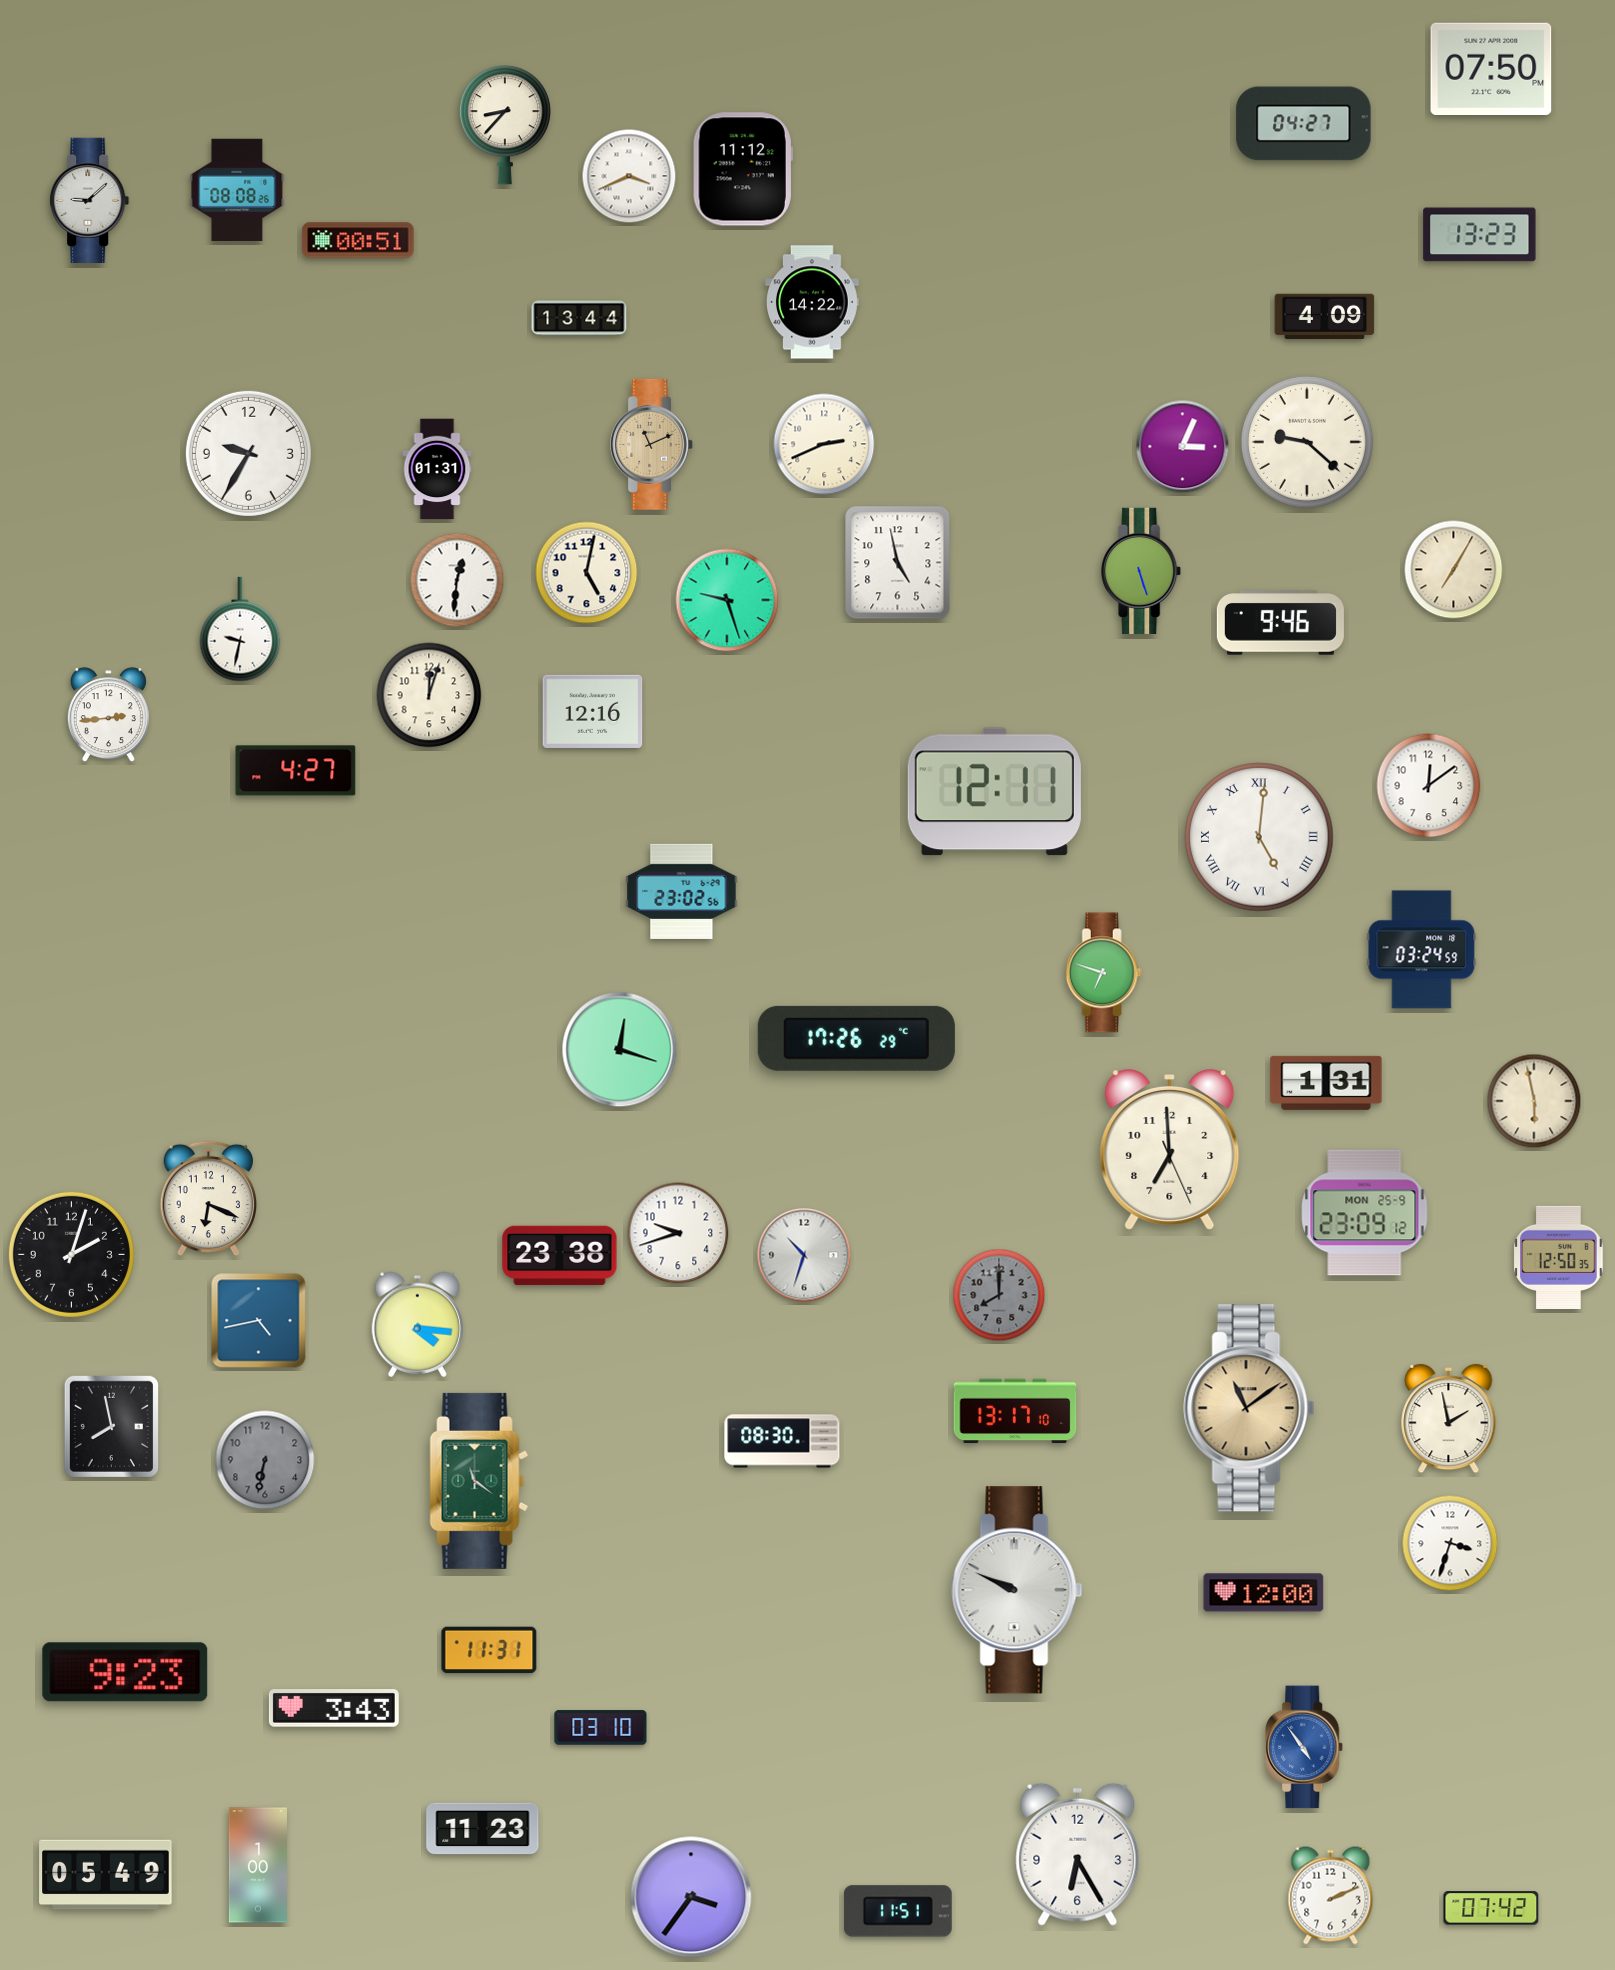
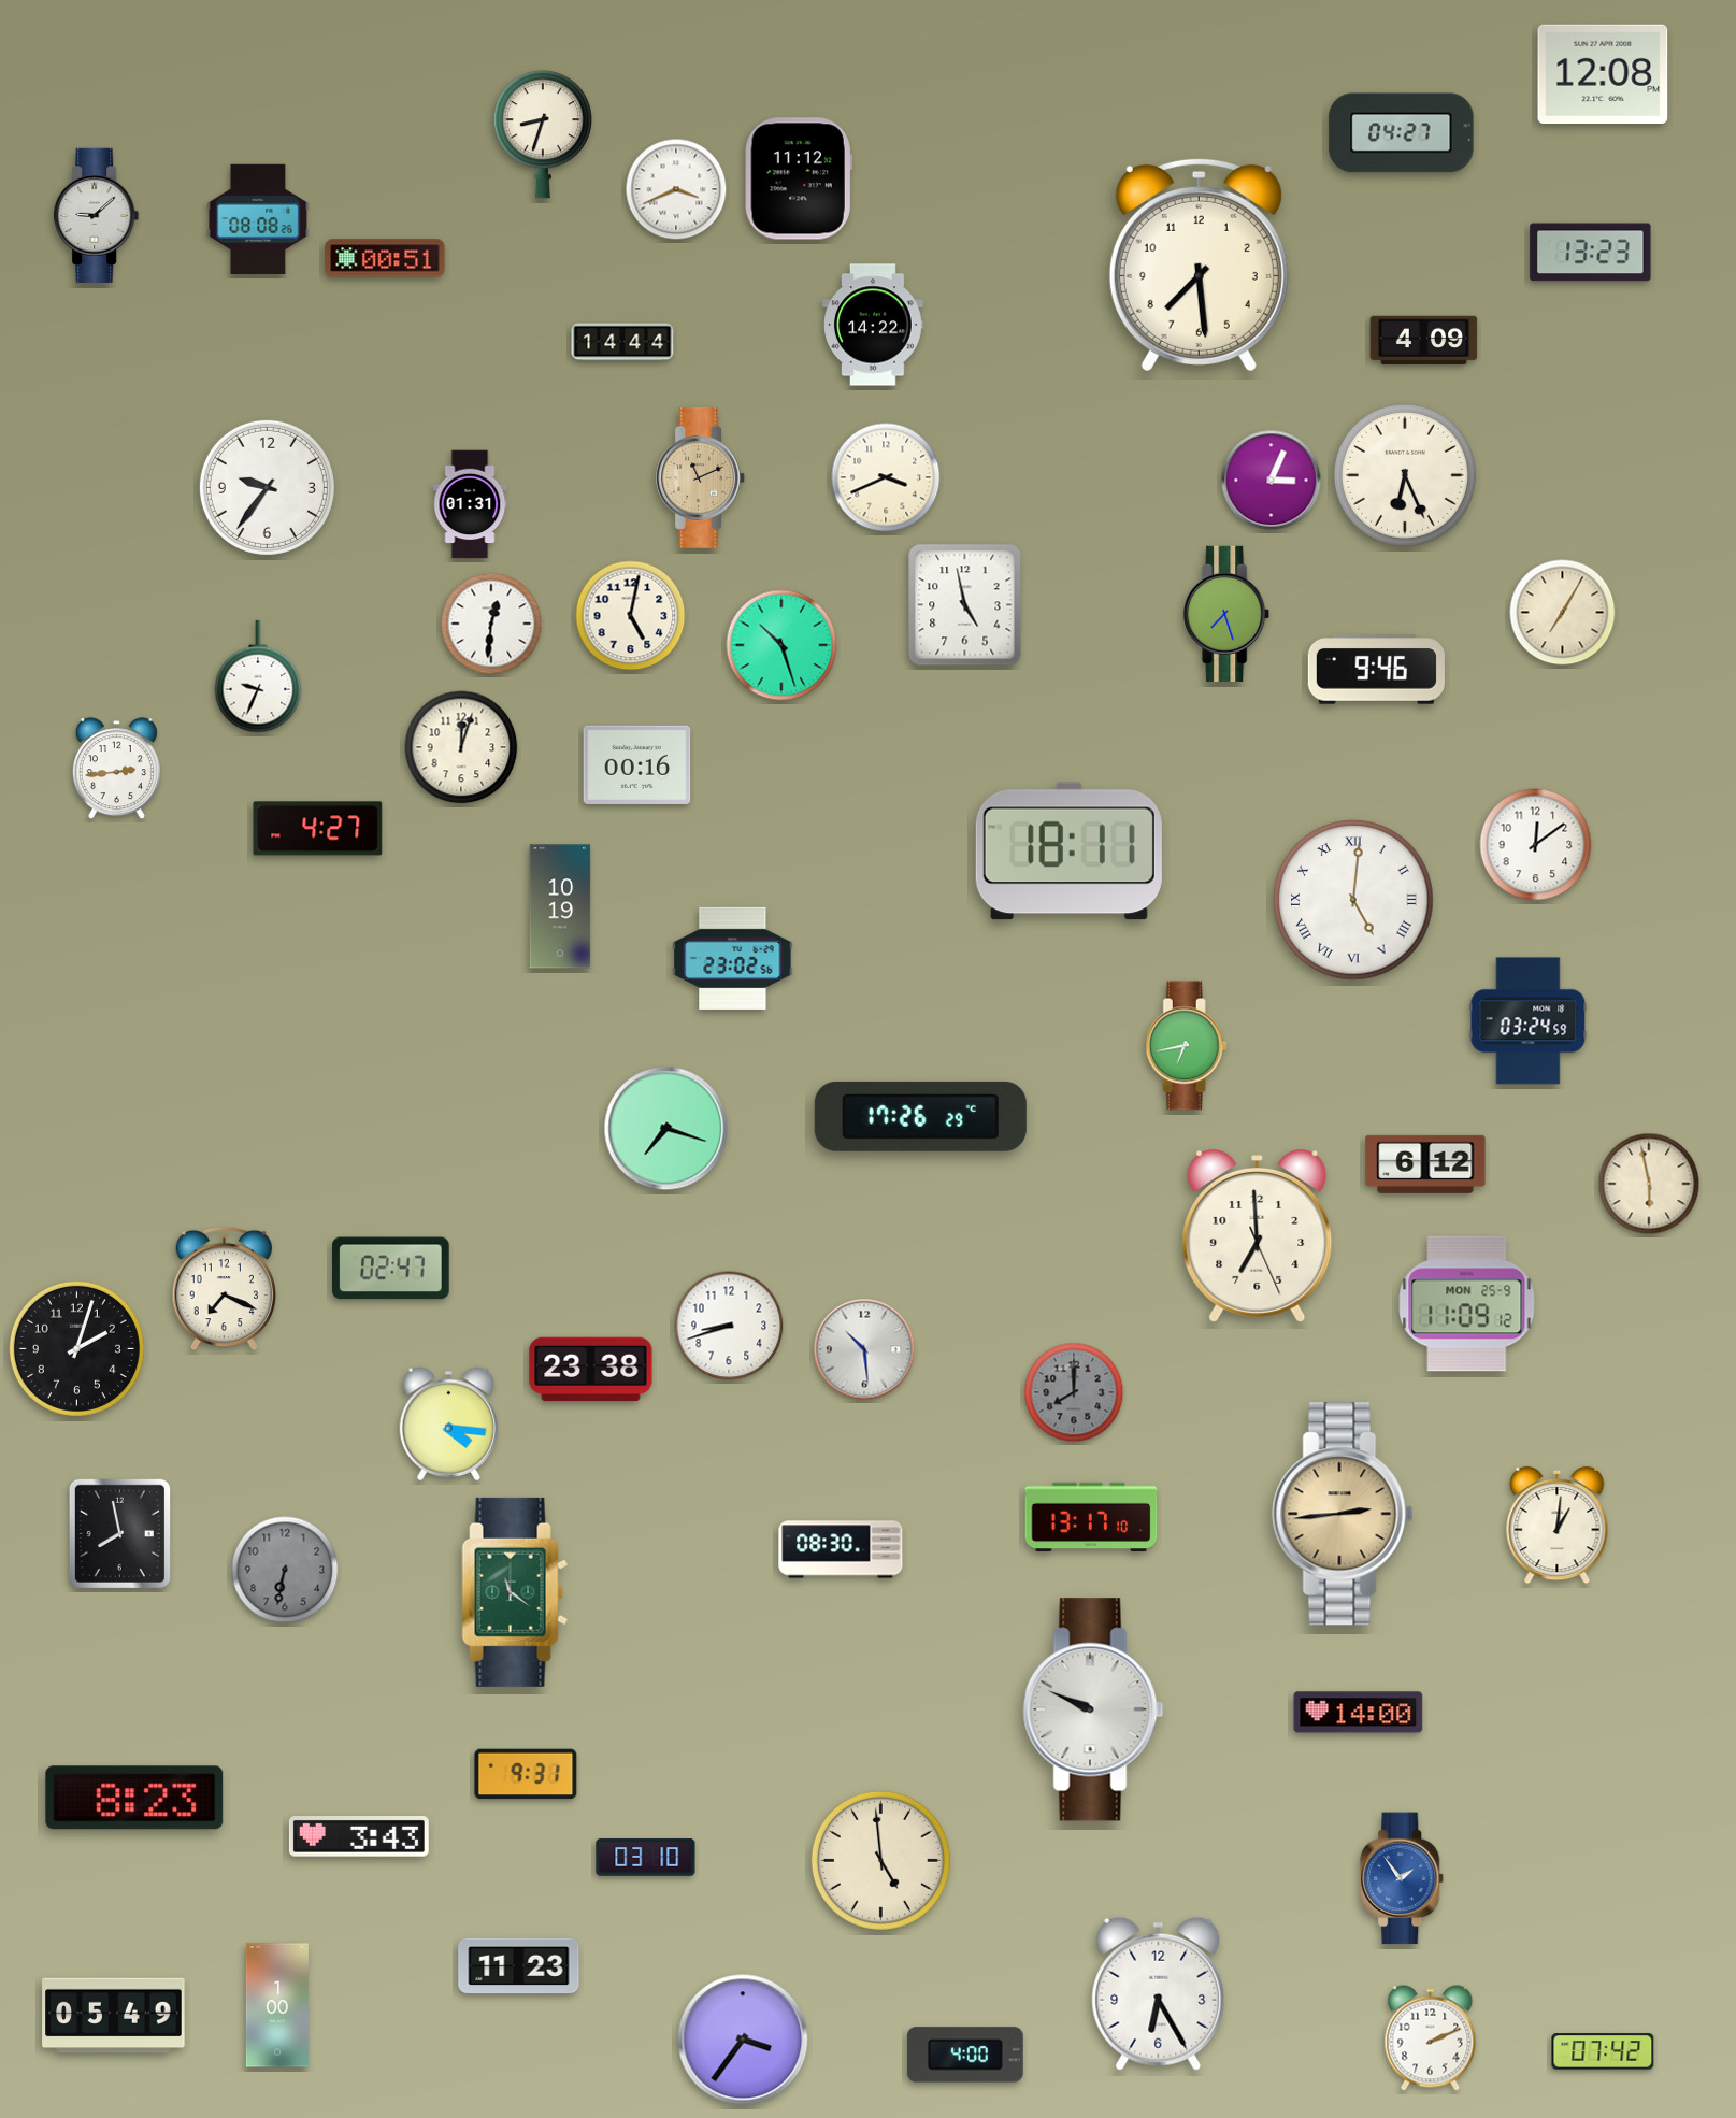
clock at (1491, 68): 07:50 -> 12:08
clock at (505, 125): 8:37 -> 8:33
clock at (743, 169) position: (743, 169) -> (799, 178)
clock at (237, 189) position: (237, 189) -> (258, 218)
clock at (1199, 264): none -> 7:29
clock at (579, 318): 13:44 -> 14:44
clock at (1307, 442): 9:22 -> 6:26
clock at (824, 444): 2:41 -> 3:41
clock at (248, 453): 9:35 -> 9:36
clock at (1142, 571): 5:27 -> 7:27
clock at (727, 600): 9:27 -> 10:27
clock at (240, 629): 9:32 -> 9:34
clock at (593, 711): 12:16 -> 00:16
clock at (994, 792): 12:11 -> 18:11
clock at (560, 906): none -> 10:19
clock at (1103, 973): 6:48 -> 6:43
clock at (620, 1050): 12:18 -> 7:18
clock at (1326, 1083): 1:31 -> 6:12
clock at (391, 1269): none -> 02:47
clock at (209, 1199): 6:19 -> 7:19
clock at (1365, 1213): 23:09 -> 11:09
clock at (678, 1233): 9:42 -> 8:42
clock at (804, 1255): 10:33 -> 10:29
clock at (560, 1256) position: (560, 1256) -> (591, 1370)
clock at (1559, 1257): 12:50 -> none
clock at (259, 1321): 4:43 -> none
clock at (1249, 1408): 11:09 -> 2:44
clock at (1449, 1419): 1:58 -> 1:01
clock at (1450, 1543): 3:33 -> none
clock at (1264, 1593): 12:00 -> 14:00
clock at (489, 1650): 11:31 -> 9:31
clock at (125, 1672): 9:23 -> 8:23
clock at (880, 1860): none -> 4:59
clock at (1305, 1747): 4:54 -> 1:54
clock at (898, 1911): 11:51 -> 4:00
